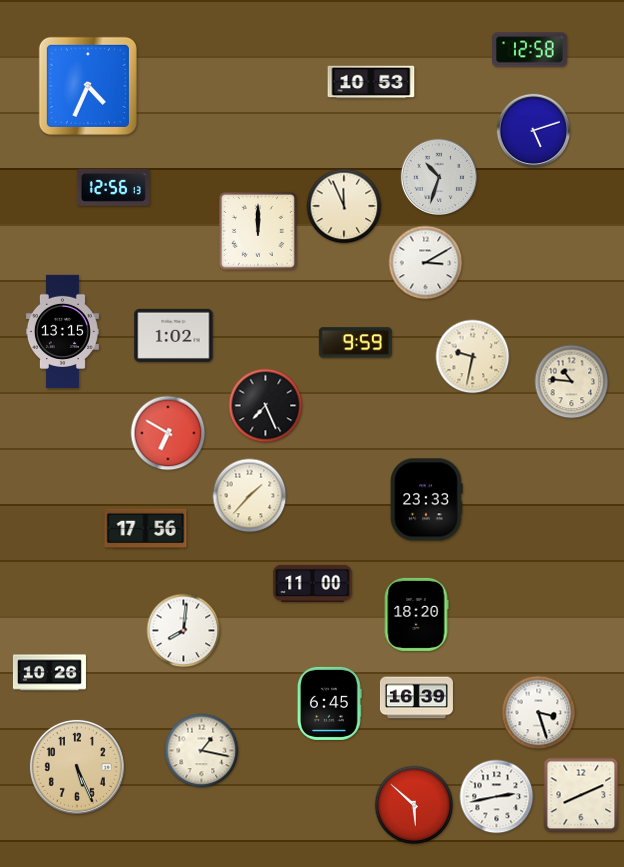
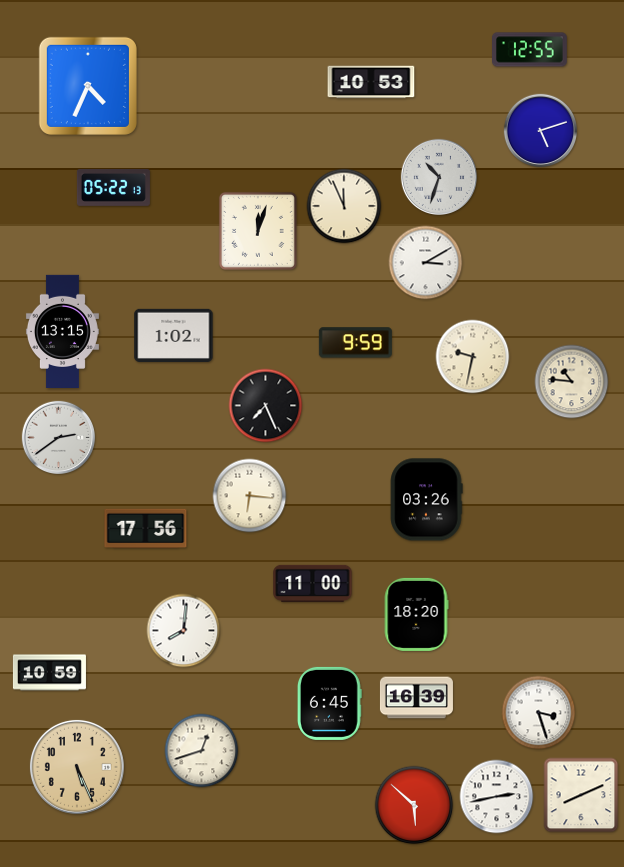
clock at (530, 50): 12:58 -> 12:55
clock at (533, 130) position: (533, 130) -> (540, 130)
clock at (113, 187): 12:56 -> 05:22
clock at (258, 231): 12:00 -> 12:03
clock at (168, 433): 6:50 -> none
clock at (58, 437): none -> 2:39
clock at (250, 496): 1:37 -> 6:16
clock at (426, 500): 23:33 -> 03:26
clock at (49, 673): 10:26 -> 10:59
clock at (202, 751): 1:17 -> 12:42
